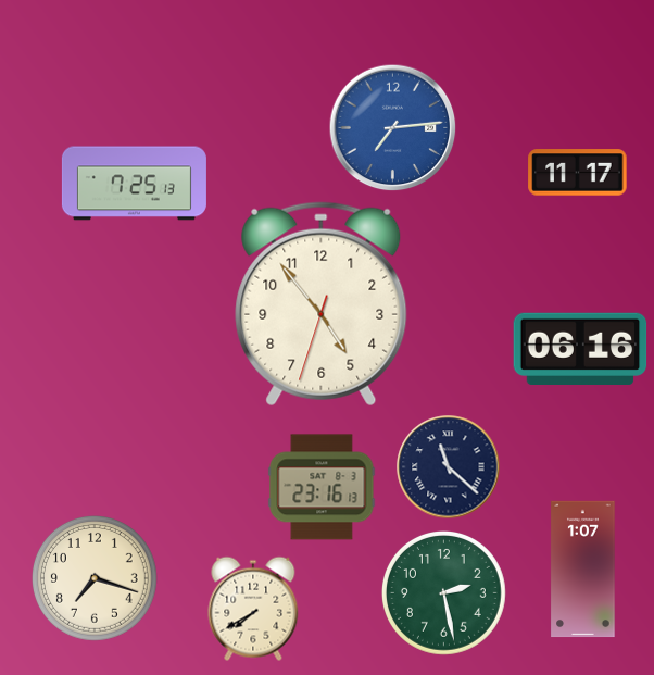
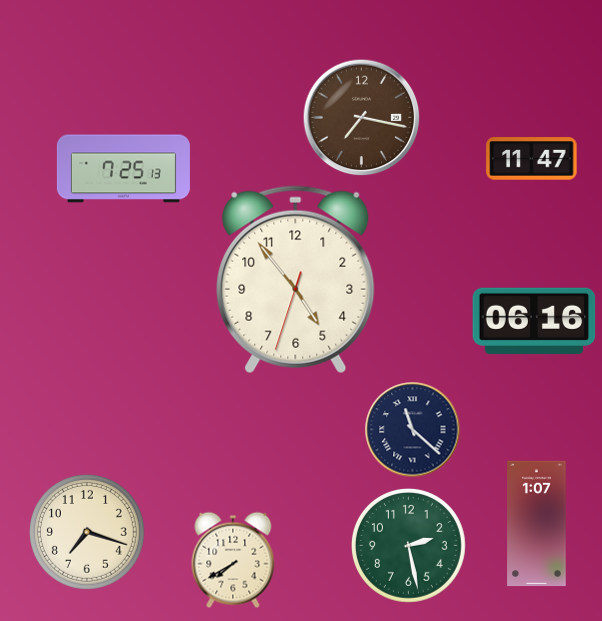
clock at (392, 127): 7:14 -> 7:17
clock at (392, 127) dial: blue -> brown
clock at (578, 173): 11:17 -> 11:47
clock at (322, 487): 23:16 -> none
